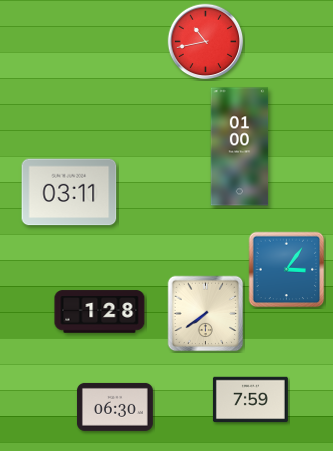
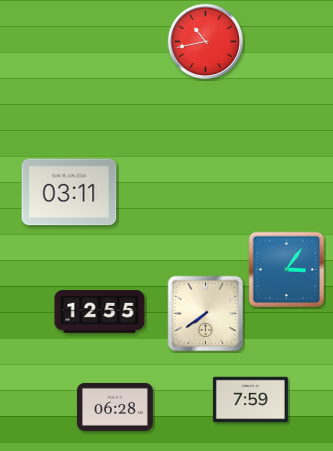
clock at (240, 147): 01:00 -> none
clock at (100, 312): 1:28 -> 12:55
clock at (115, 407): 06:30 -> 06:28
